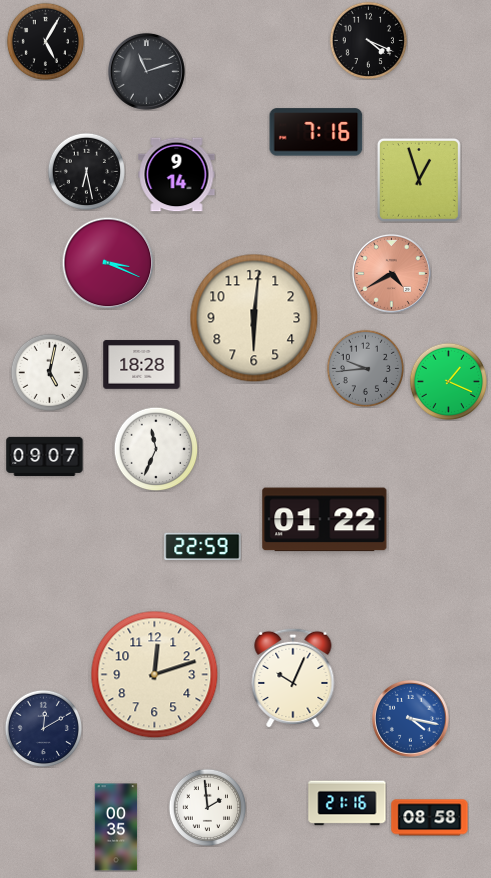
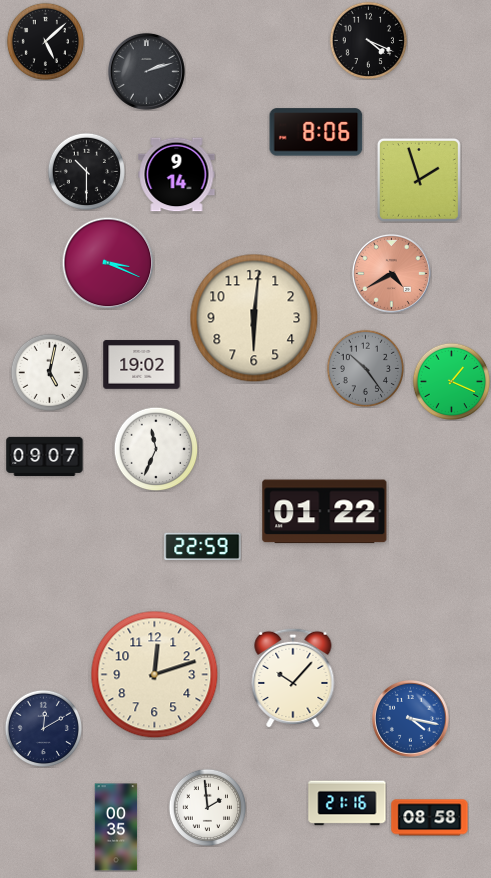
clock at (45, 41): 5:05 -> 5:08
clock at (146, 71): 11:12 -> 2:12
clock at (316, 132): 7:16 -> 8:06
clock at (86, 171): 6:28 -> 10:30
clock at (419, 180): 12:57 -> 1:57
clock at (142, 365): 18:28 -> 19:02
clock at (365, 368): 9:44 -> 10:24
clock at (448, 381) position: (448, 381) -> (451, 381)
clock at (325, 520) position: (325, 520) -> (325, 512)
clock at (293, 678): 10:04 -> 10:07
